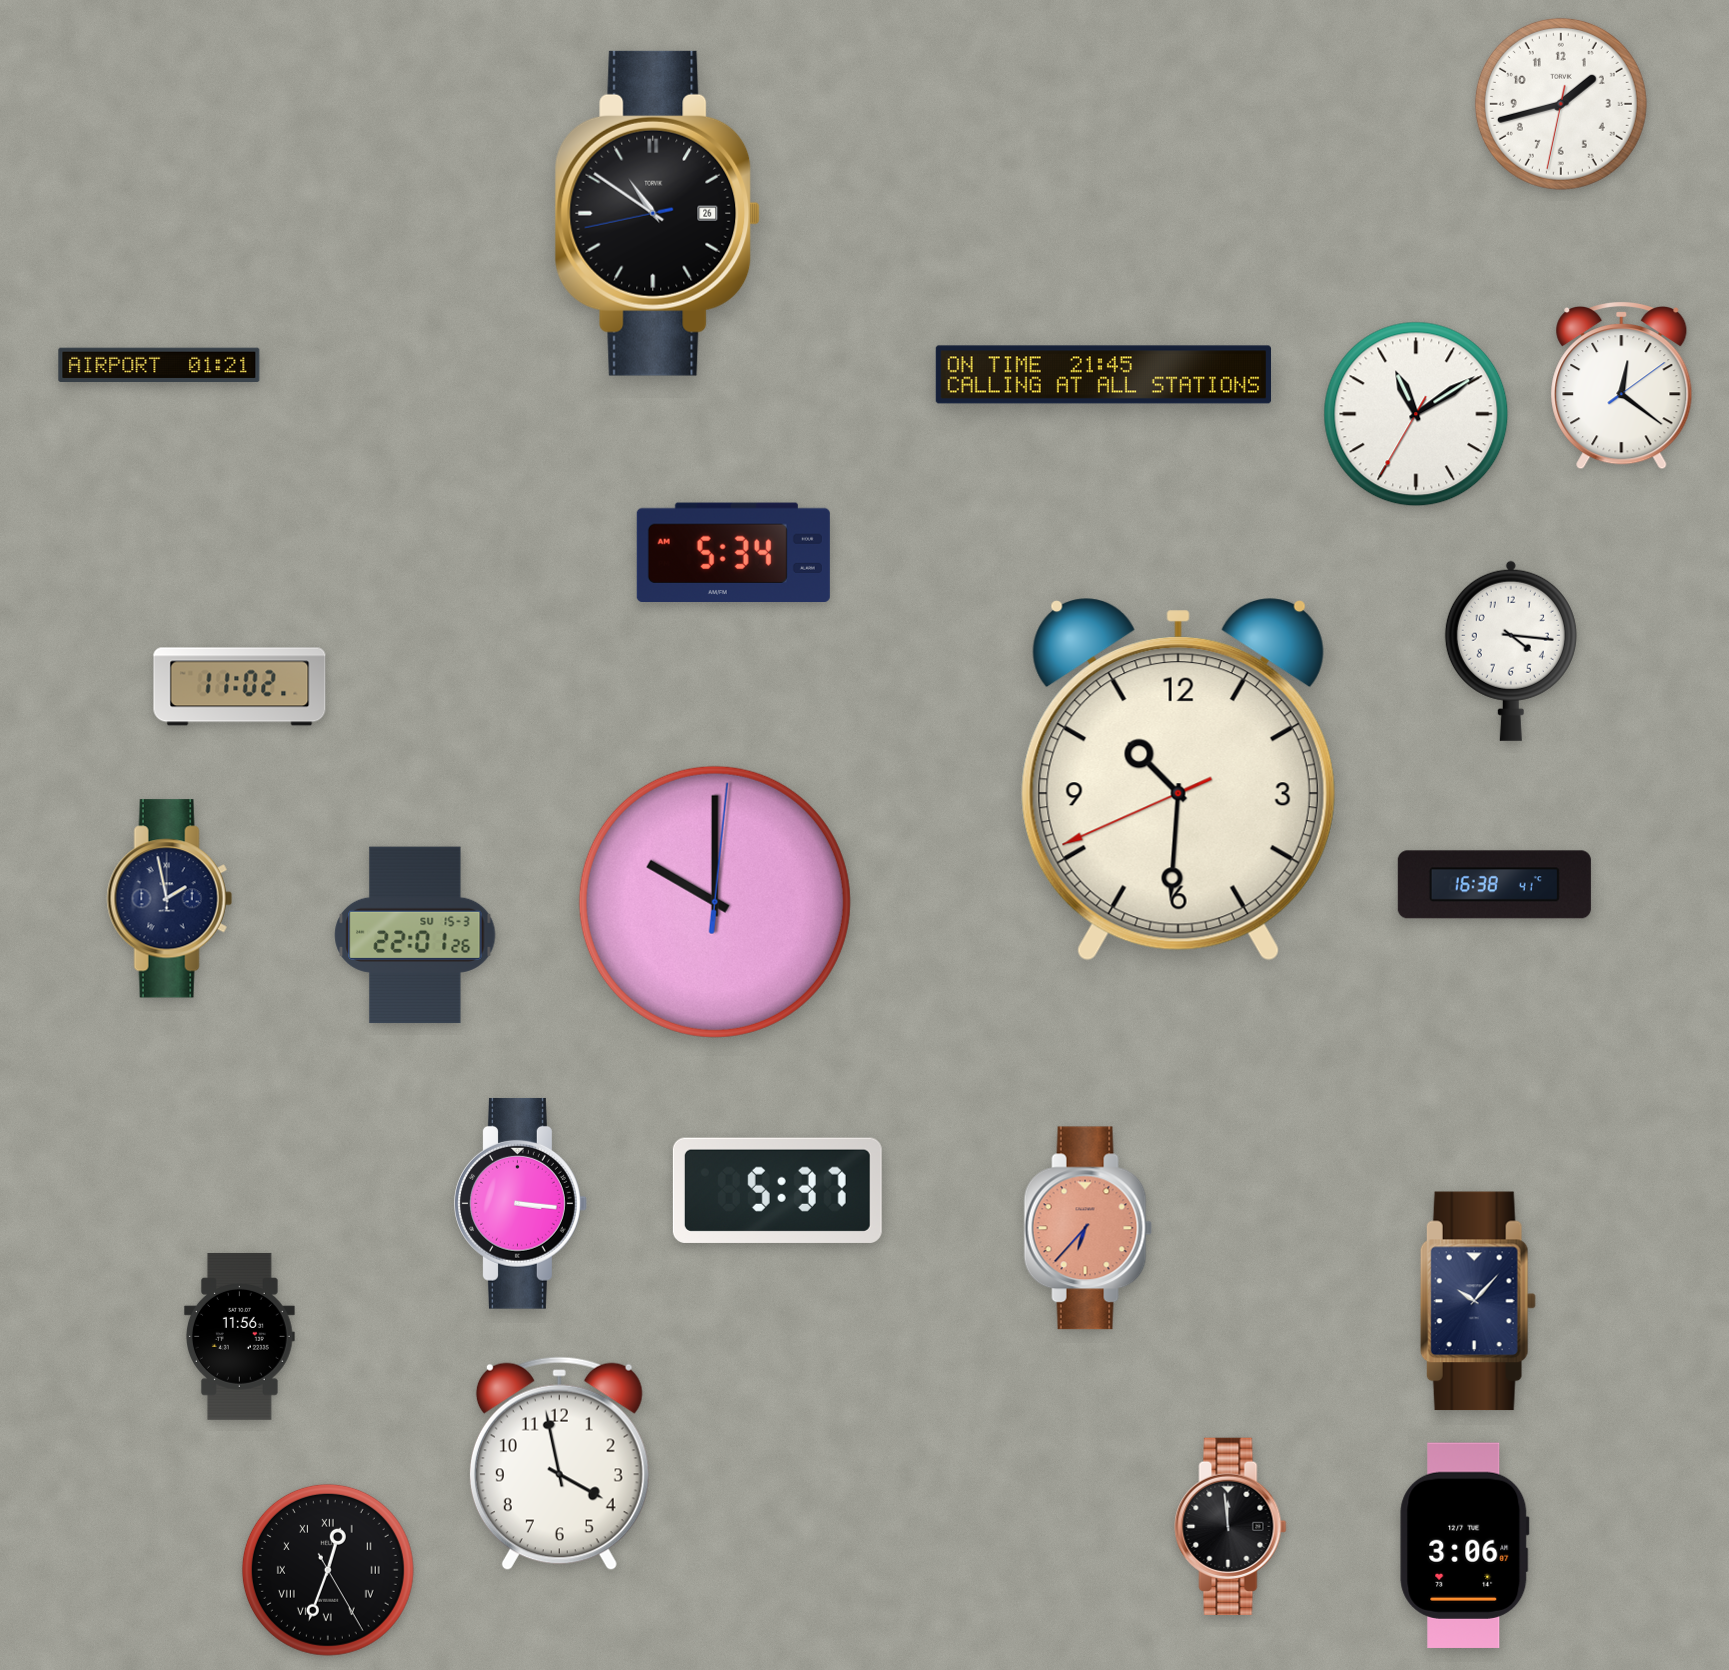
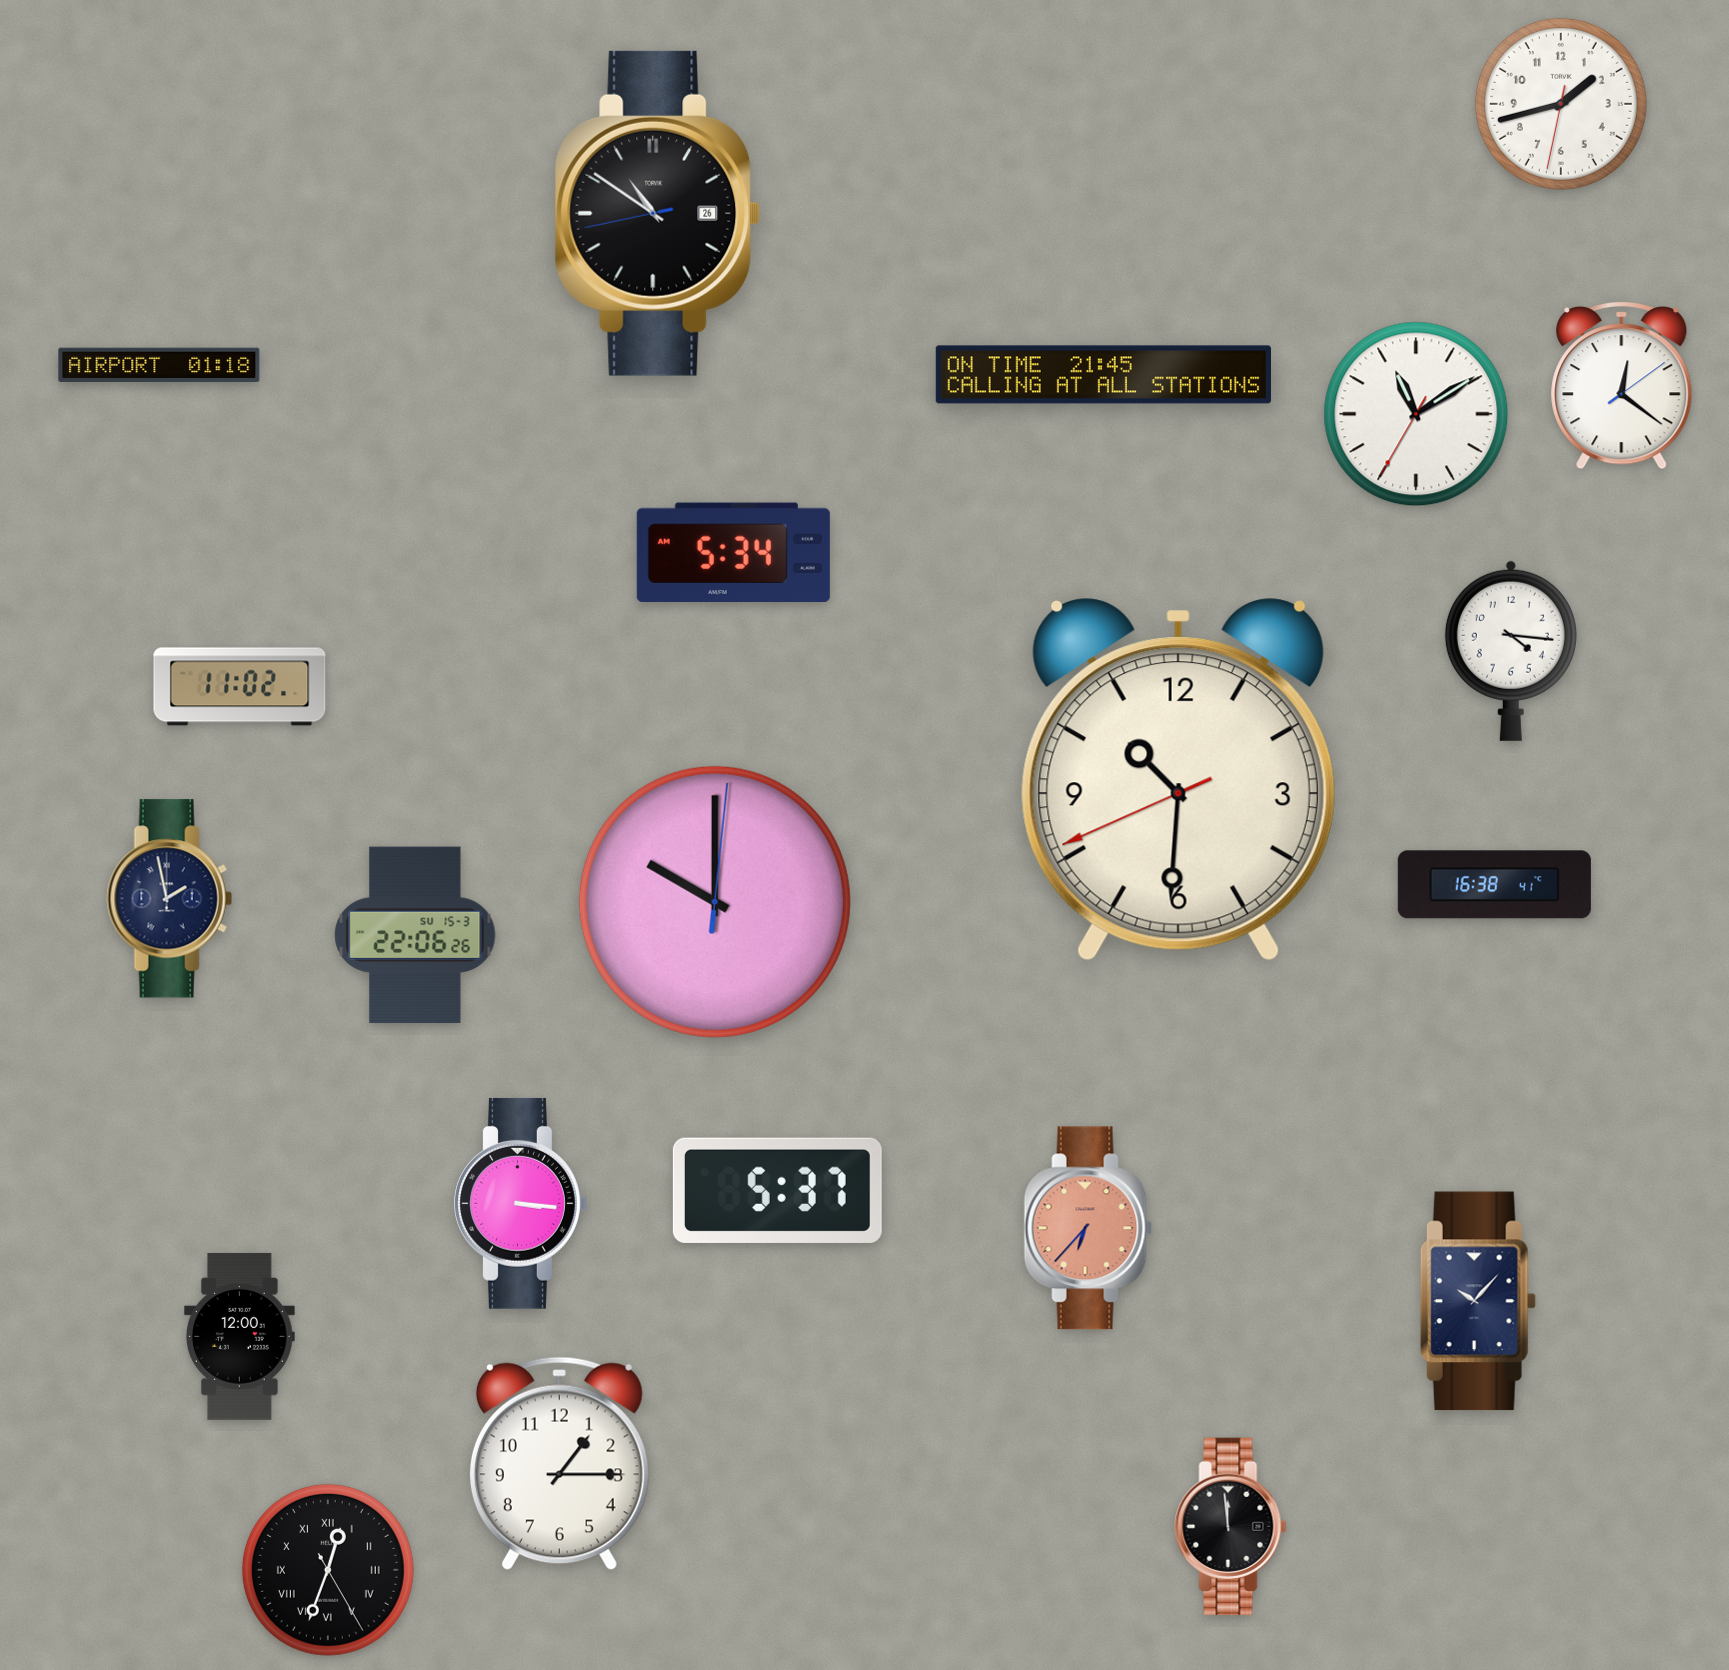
clock at (159, 365): 01:21 -> 01:18
clock at (415, 935): 22:01 -> 22:06
clock at (239, 1336): 11:56 -> 12:00
clock at (559, 1464): 3:58 -> 1:15
clock at (1465, 1545): 3:06 -> none
